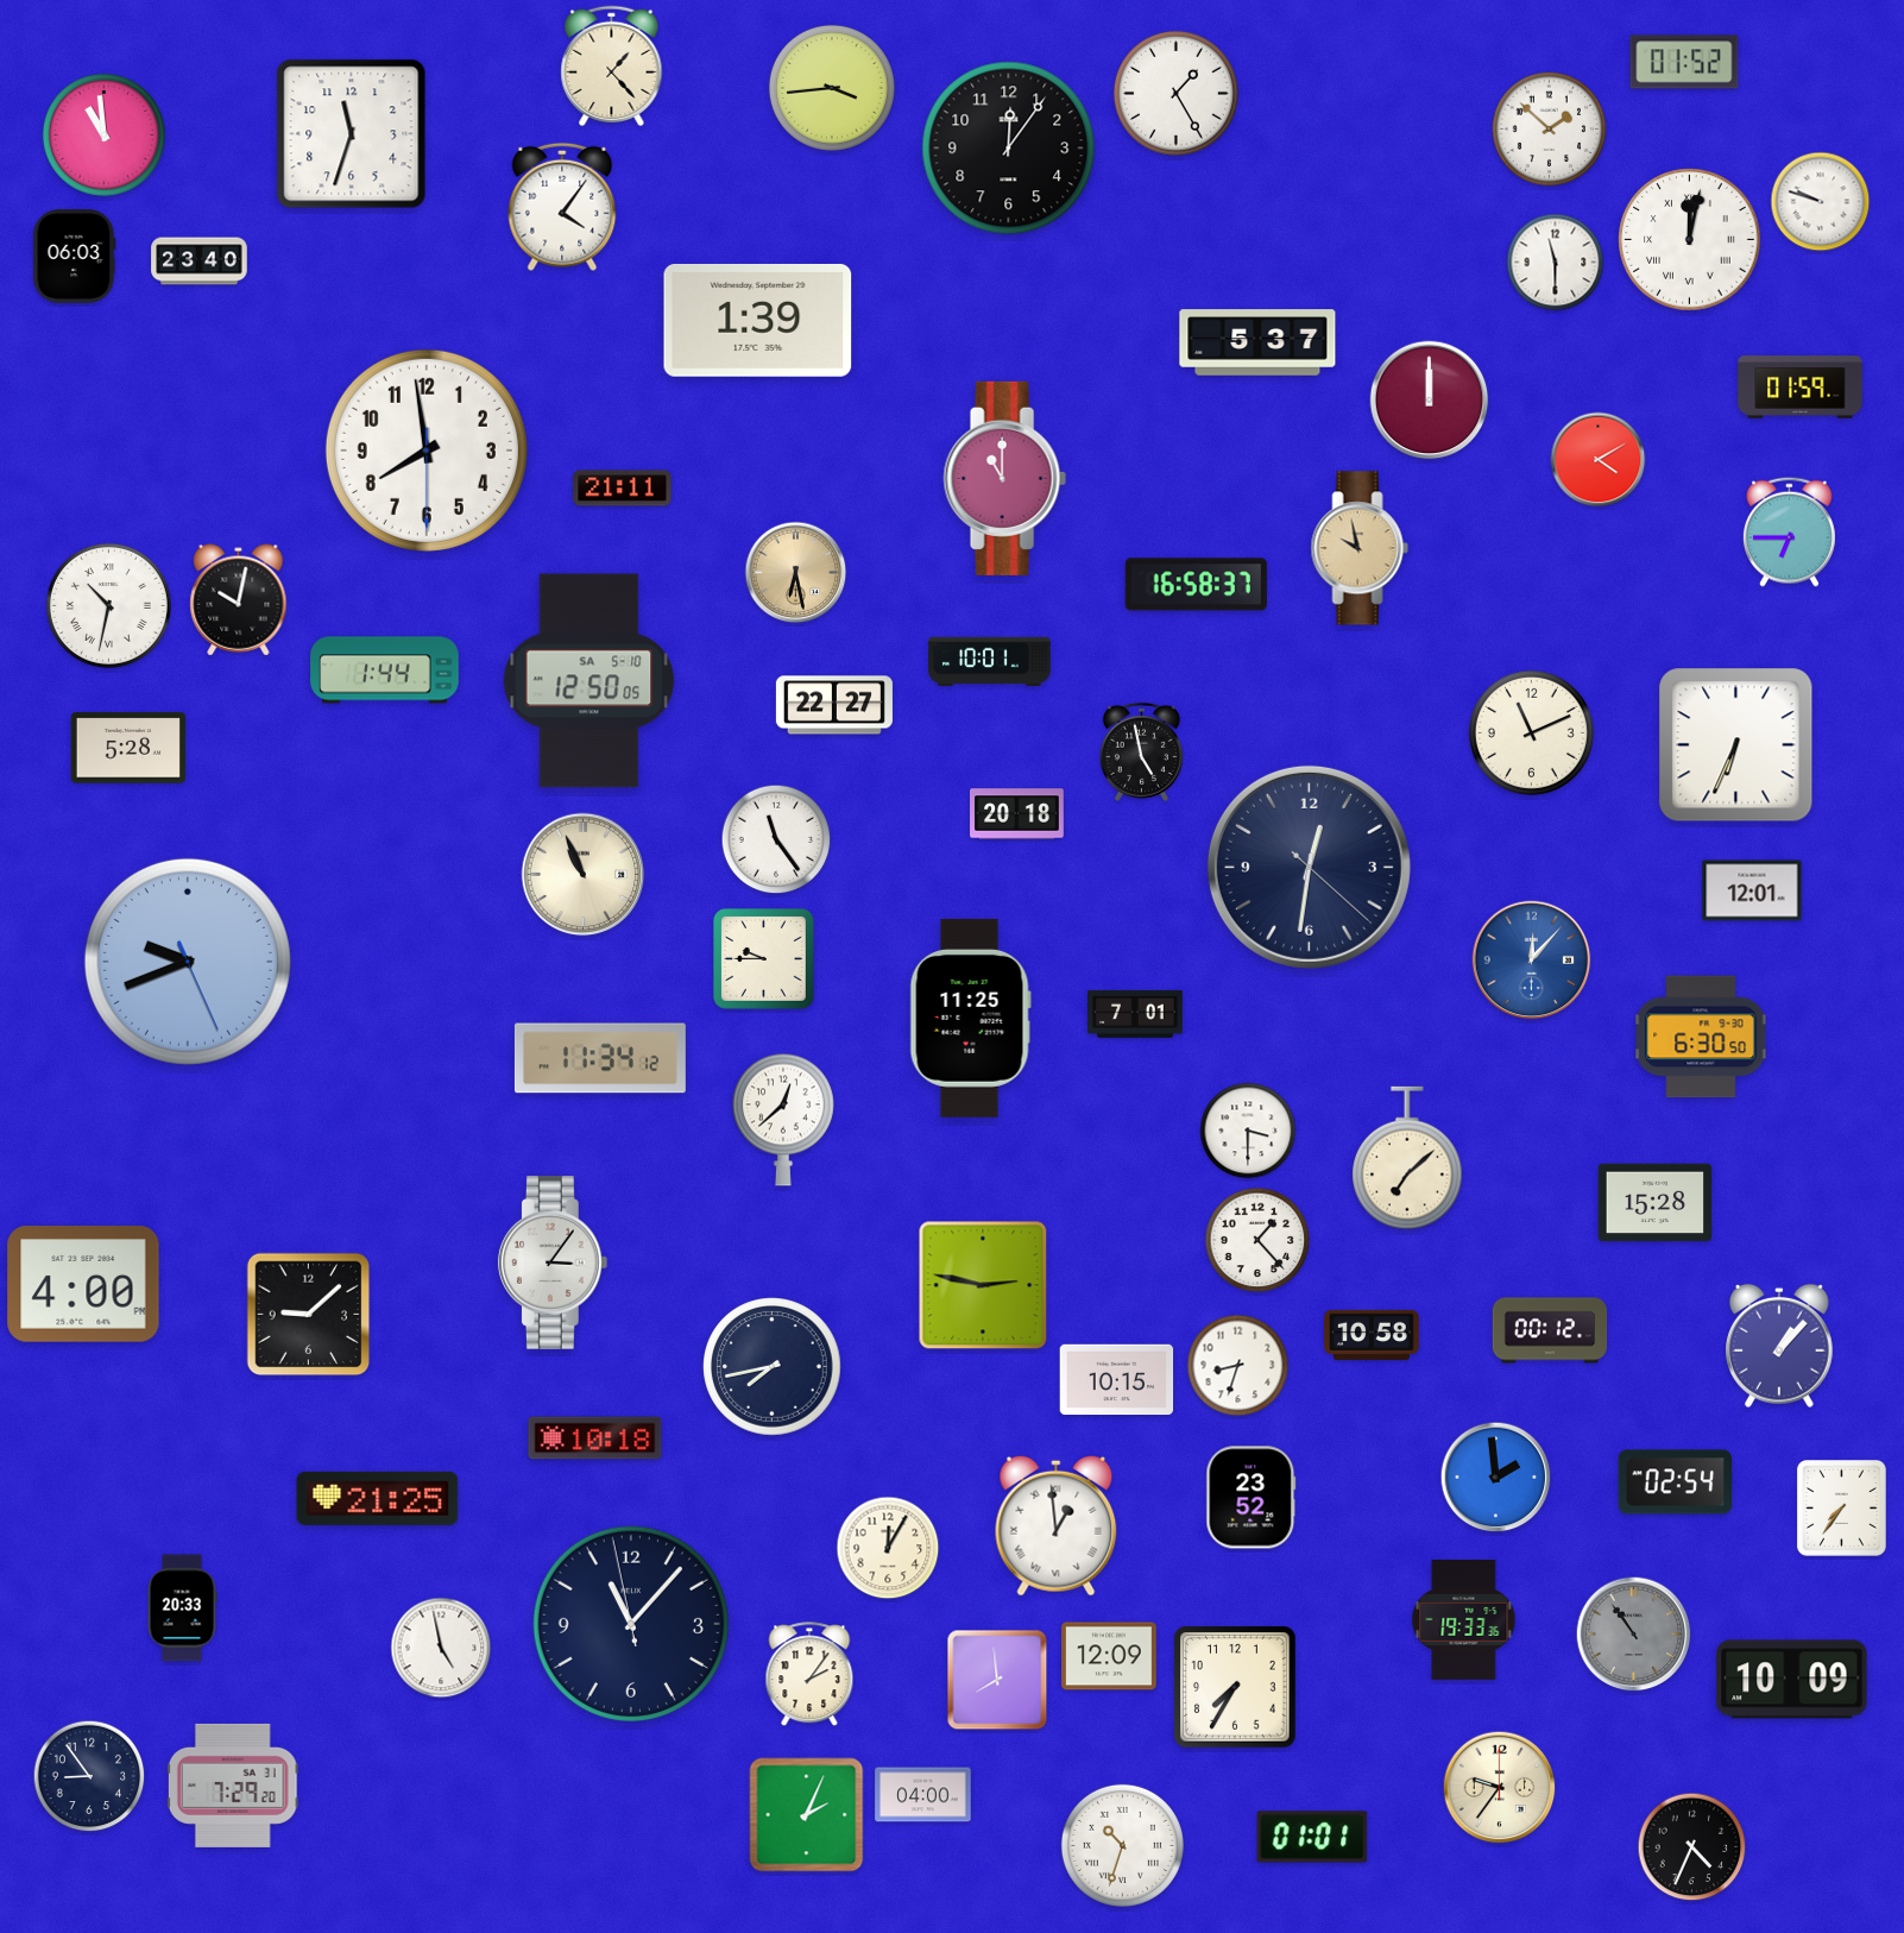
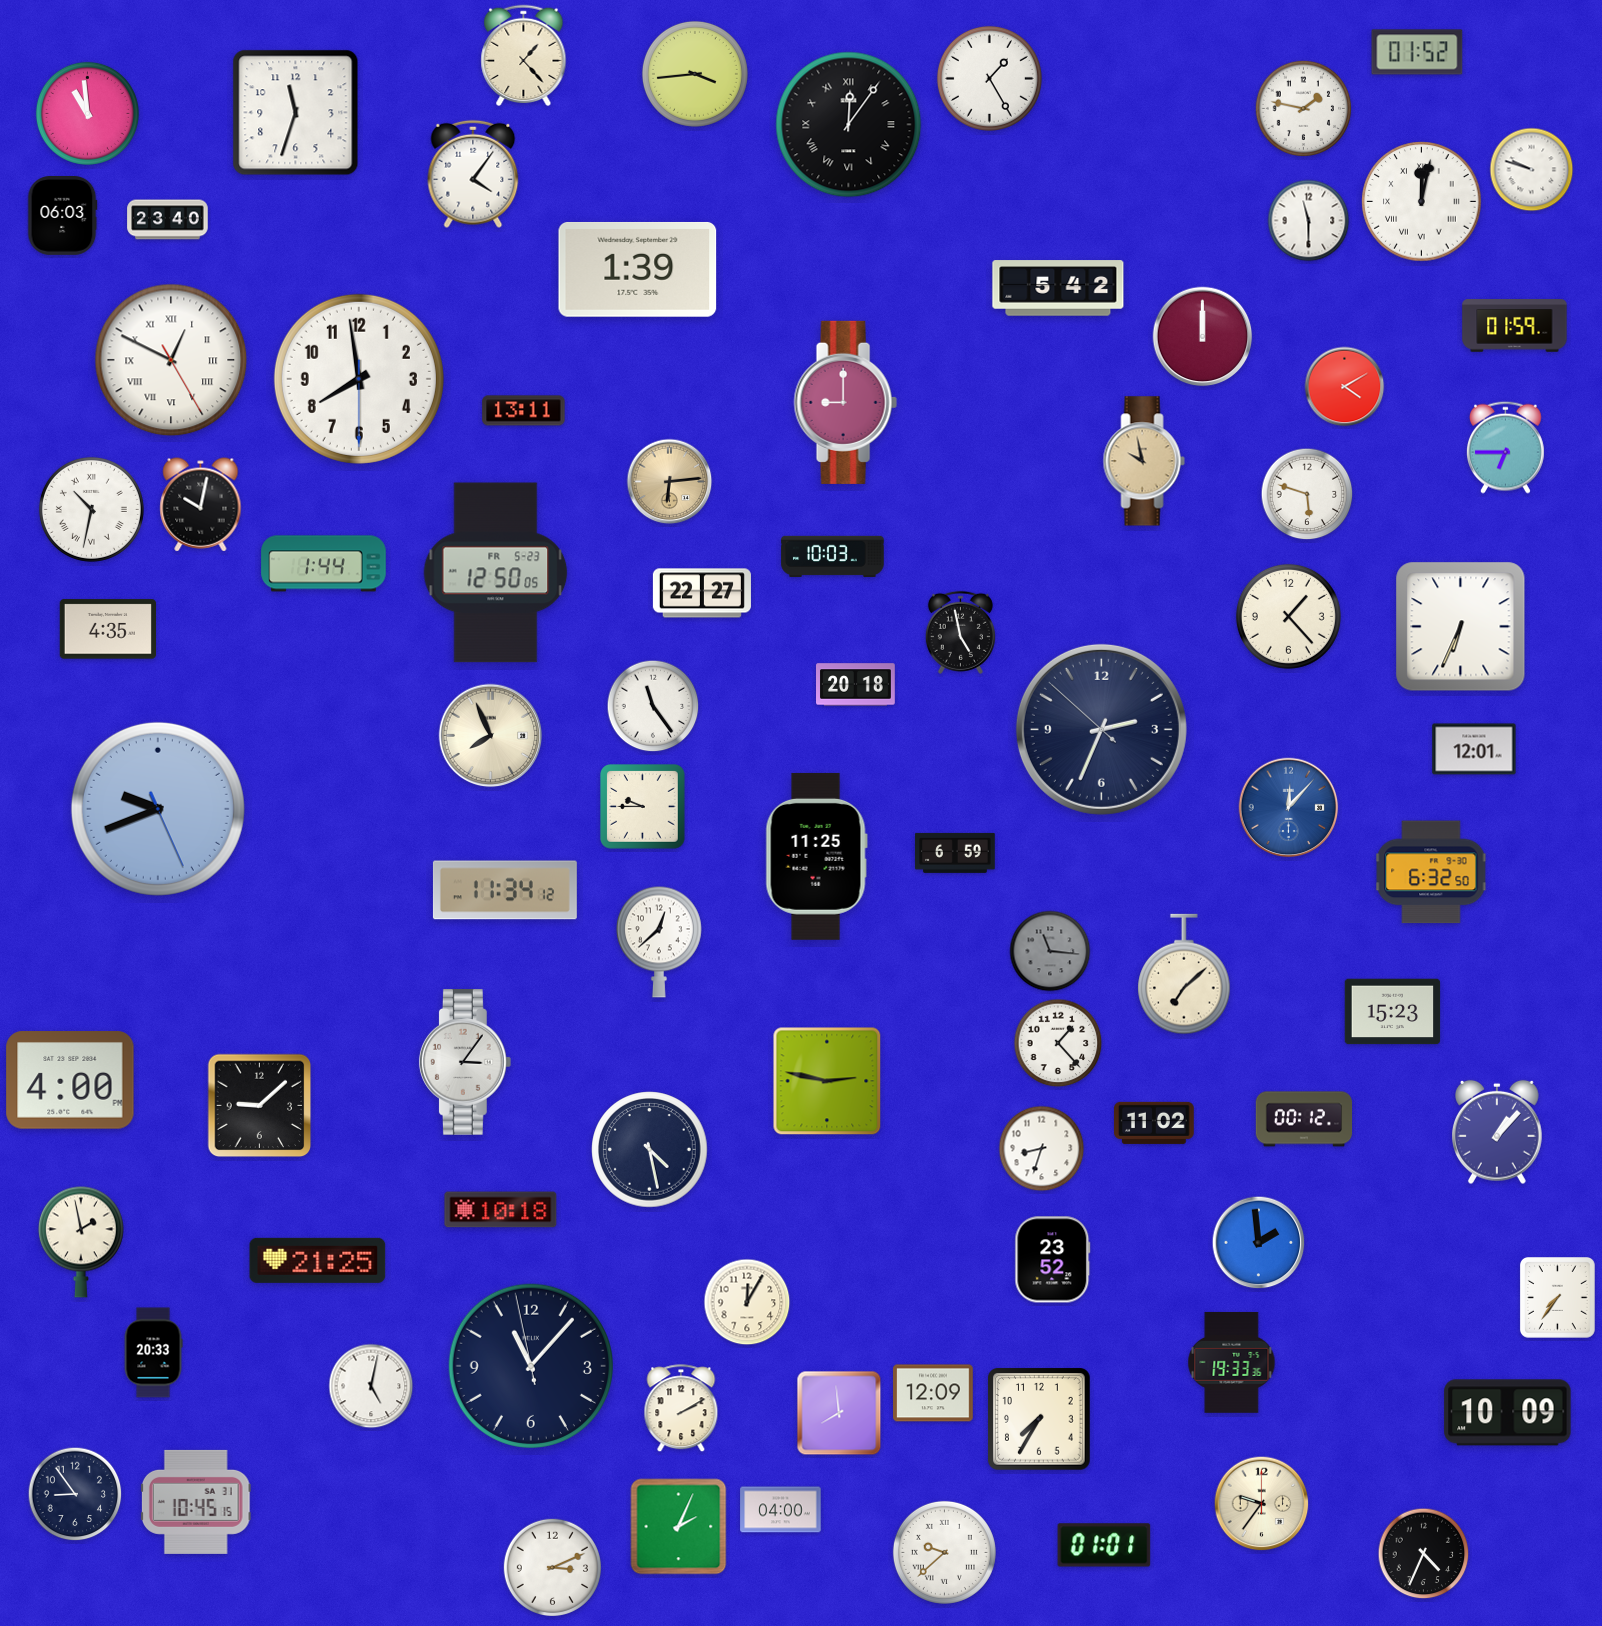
clock at (612, 67) position: (612, 67) -> (524, 56)
clock at (832, 88) position: (832, 88) -> (695, 74)
clock at (1550, 130): 1:52 -> 1:47
clock at (1009, 149) numerals: Arabic -> Roman
clock at (1257, 342): 5:37 -> 5:42
clock at (171, 360): none -> 12:49
clock at (1004, 478): 11:00 -> 9:00
clock at (623, 489): 21:11 -> 13:11
clock at (796, 573): 6:28 -> 6:14
clock at (1196, 585): 16:58 -> none
clock at (1307, 494): none -> 5:48
clock at (990, 661): 10:01 -> 10:03
clock at (590, 681) date: SA 5-10 -> FR 5-23
clock at (1531, 732): 11:11 -> 1:23
clock at (127, 748): 5:28 -> 4:35
clock at (1309, 867): 12:31 -> 2:33
clock at (584, 875): 10:56 -> 7:56
clock at (1135, 1014): 7:01 -> 6:59
clock at (1701, 1037): 6:30 -> 6:32
clock at (1248, 1131): 3:30 -> 11:16
clock at (1248, 1131) dial: white -> grey
clock at (1656, 1203): 15:28 -> 15:23
clock at (1372, 1335): 10:58 -> 11:02
clock at (773, 1367): 7:43 -> 4:28
clock at (1117, 1380): 10:15 -> none
clock at (81, 1242): none -> 1:58
clock at (1676, 1482): 02:54 -> none
clock at (1842, 1509) position: (1842, 1509) -> (1558, 1298)
clock at (1057, 1525): 12:59 -> none
clock at (1634, 1635): 10:54 -> none
clock at (441, 1648): 4:58 -> 5:02
clock at (809, 1675): 2:06 -> 2:10
clock at (233, 1786): 7:29 -> 10:45
clock at (923, 1795) position: (923, 1795) -> (781, 1510)
clock at (1122, 1845): 10:33 -> 9:38
clock at (552, 1567): none -> 3:11
